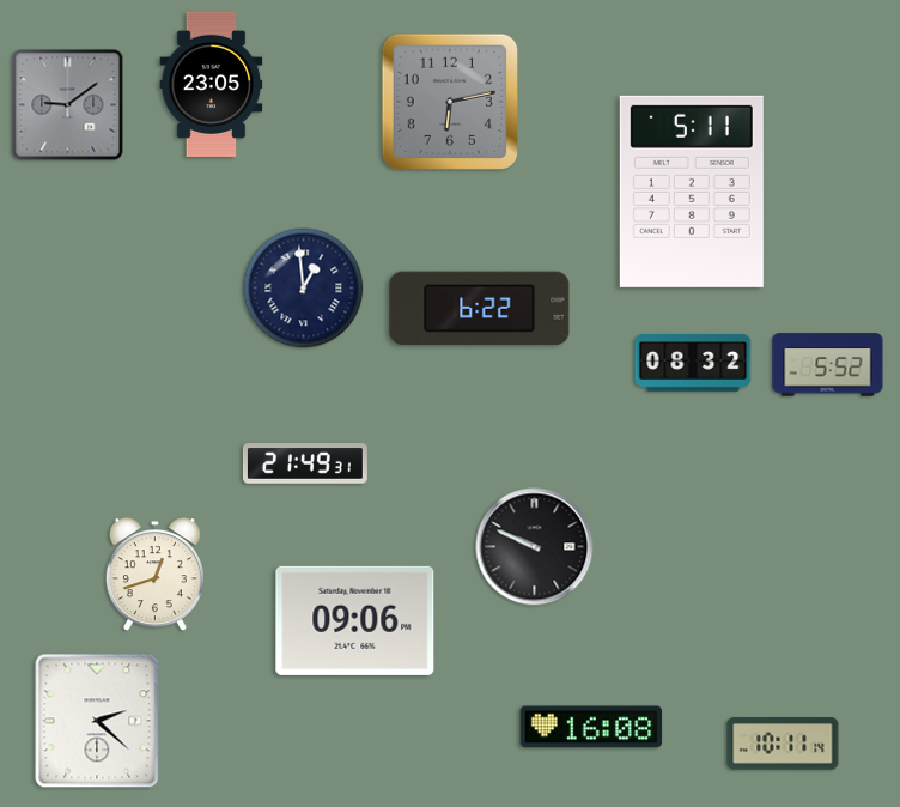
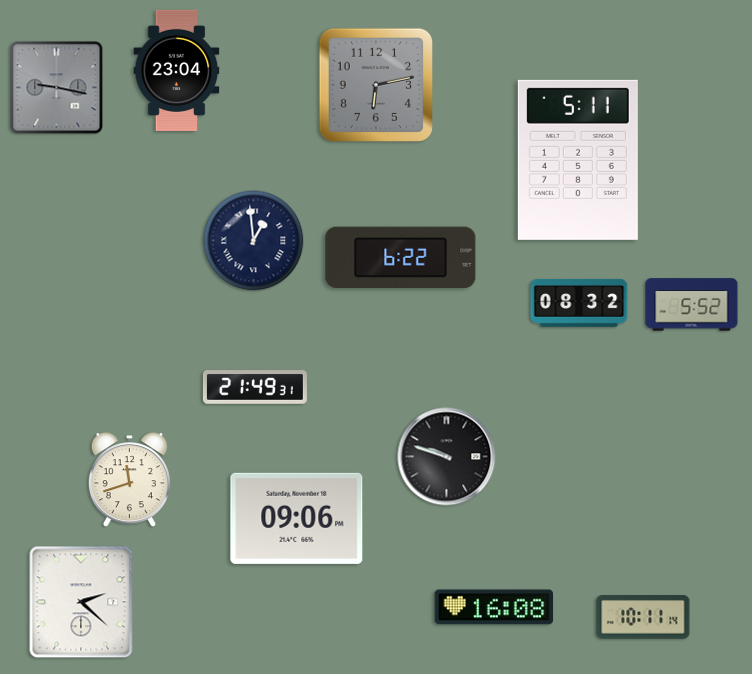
clock at (212, 84): 23:05 -> 23:04
clock at (68, 105): 9:09 -> 9:17
clock at (535, 547): 9:49 -> 9:48
clock at (154, 575): 12:42 -> 11:42
clock at (783, 744) position: (783, 744) -> (643, 617)
